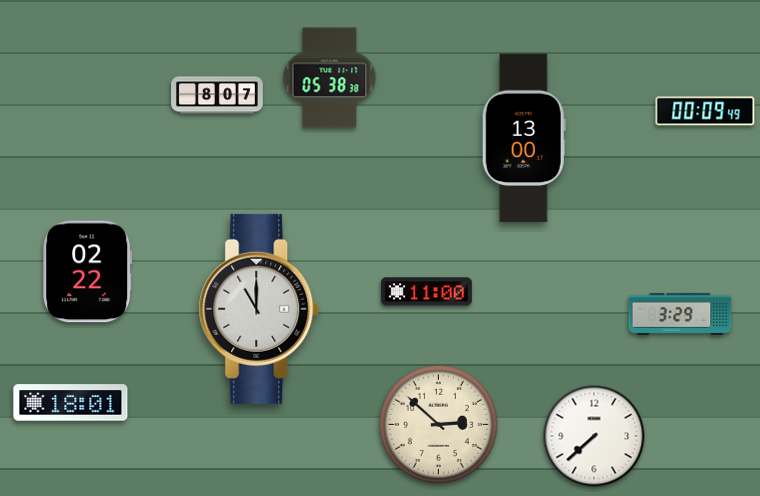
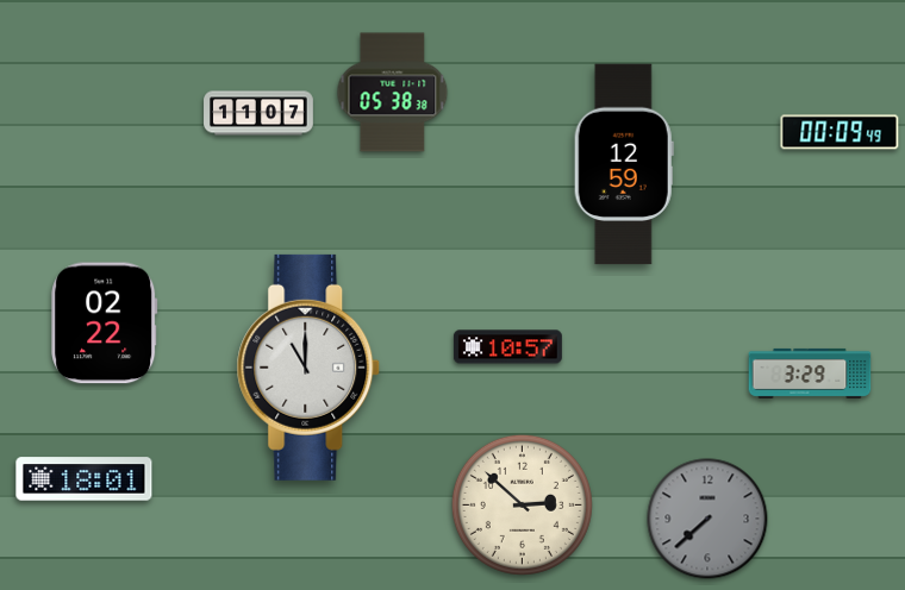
clock at (217, 95): 8:07 -> 11:07
clock at (524, 138): 13:00 -> 12:59
clock at (426, 292): 11:00 -> 10:57
clock at (594, 436) dial: white -> grey
